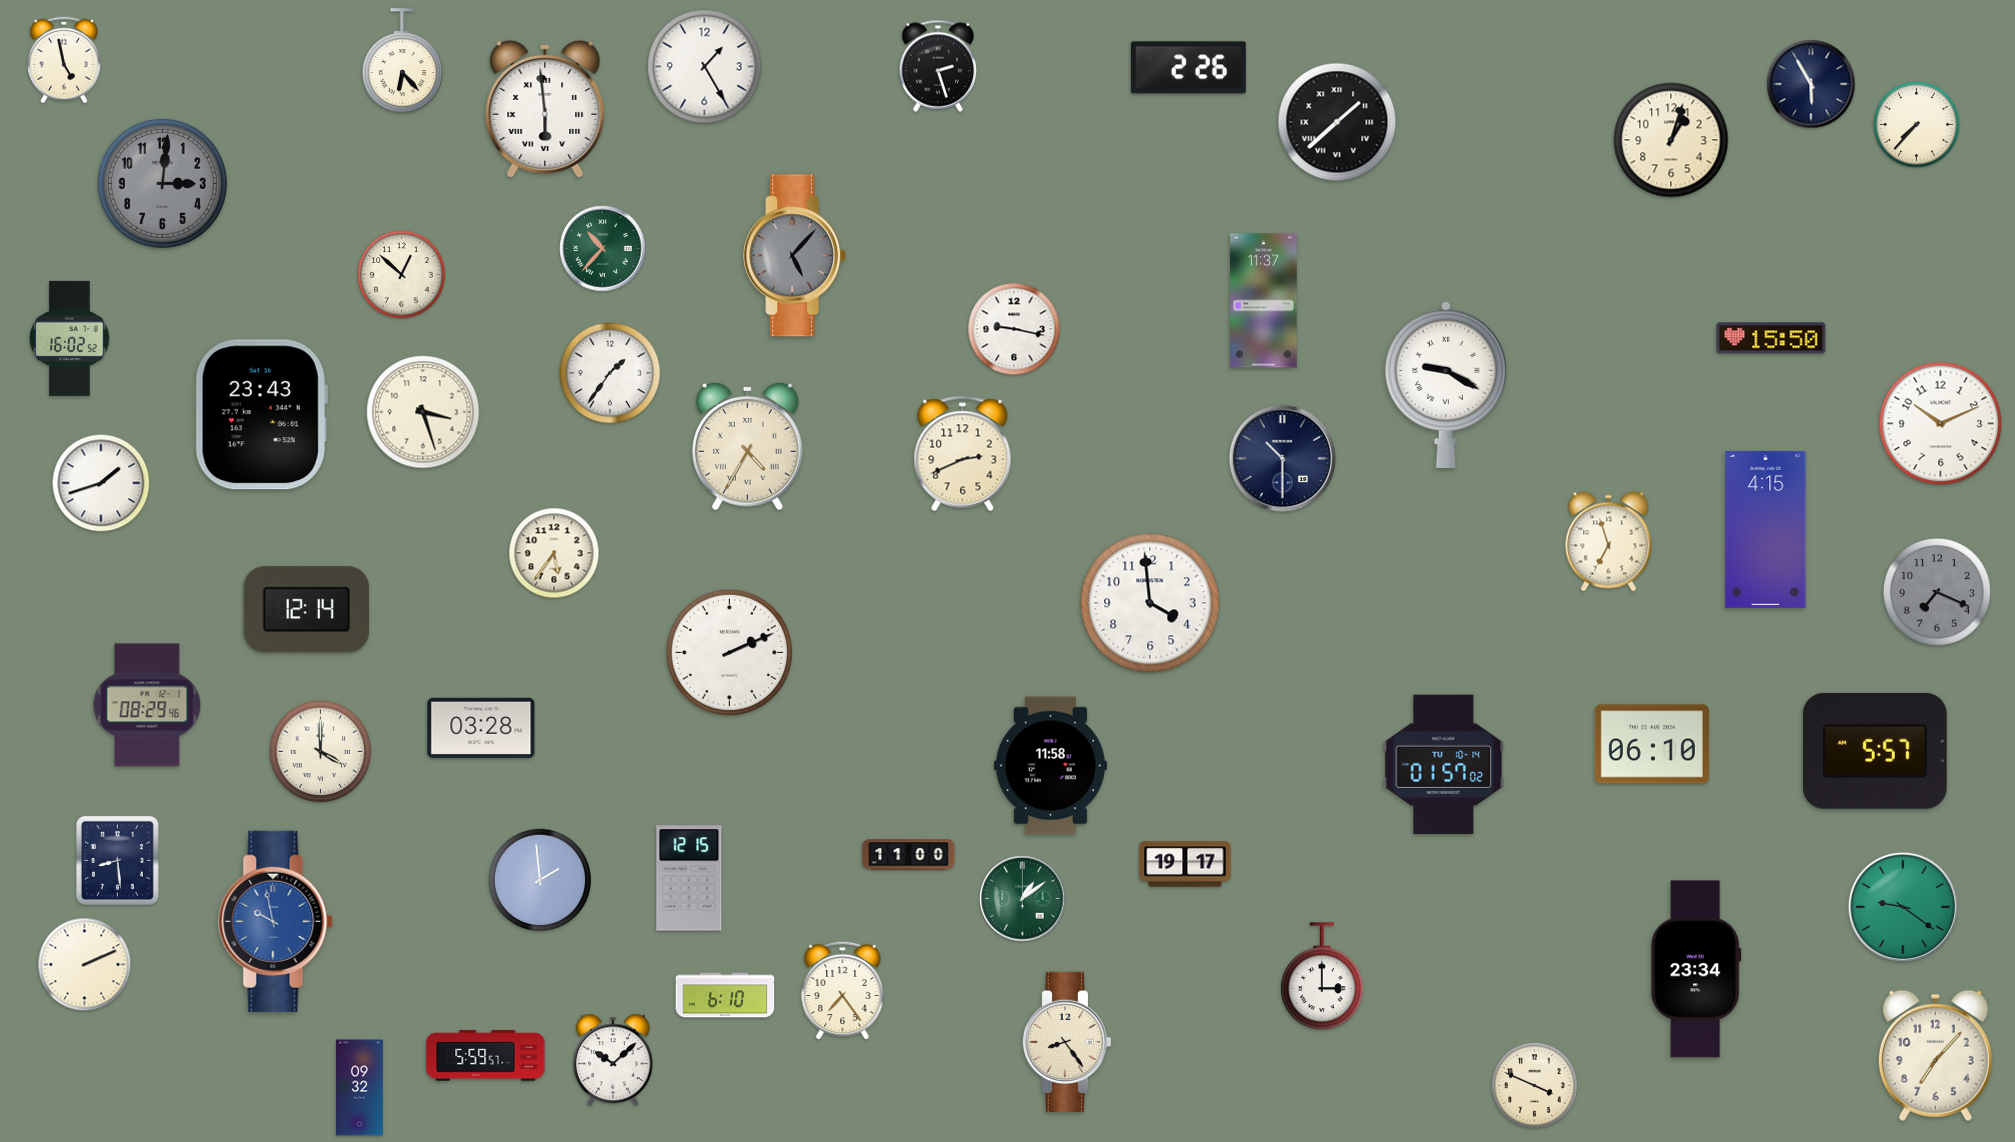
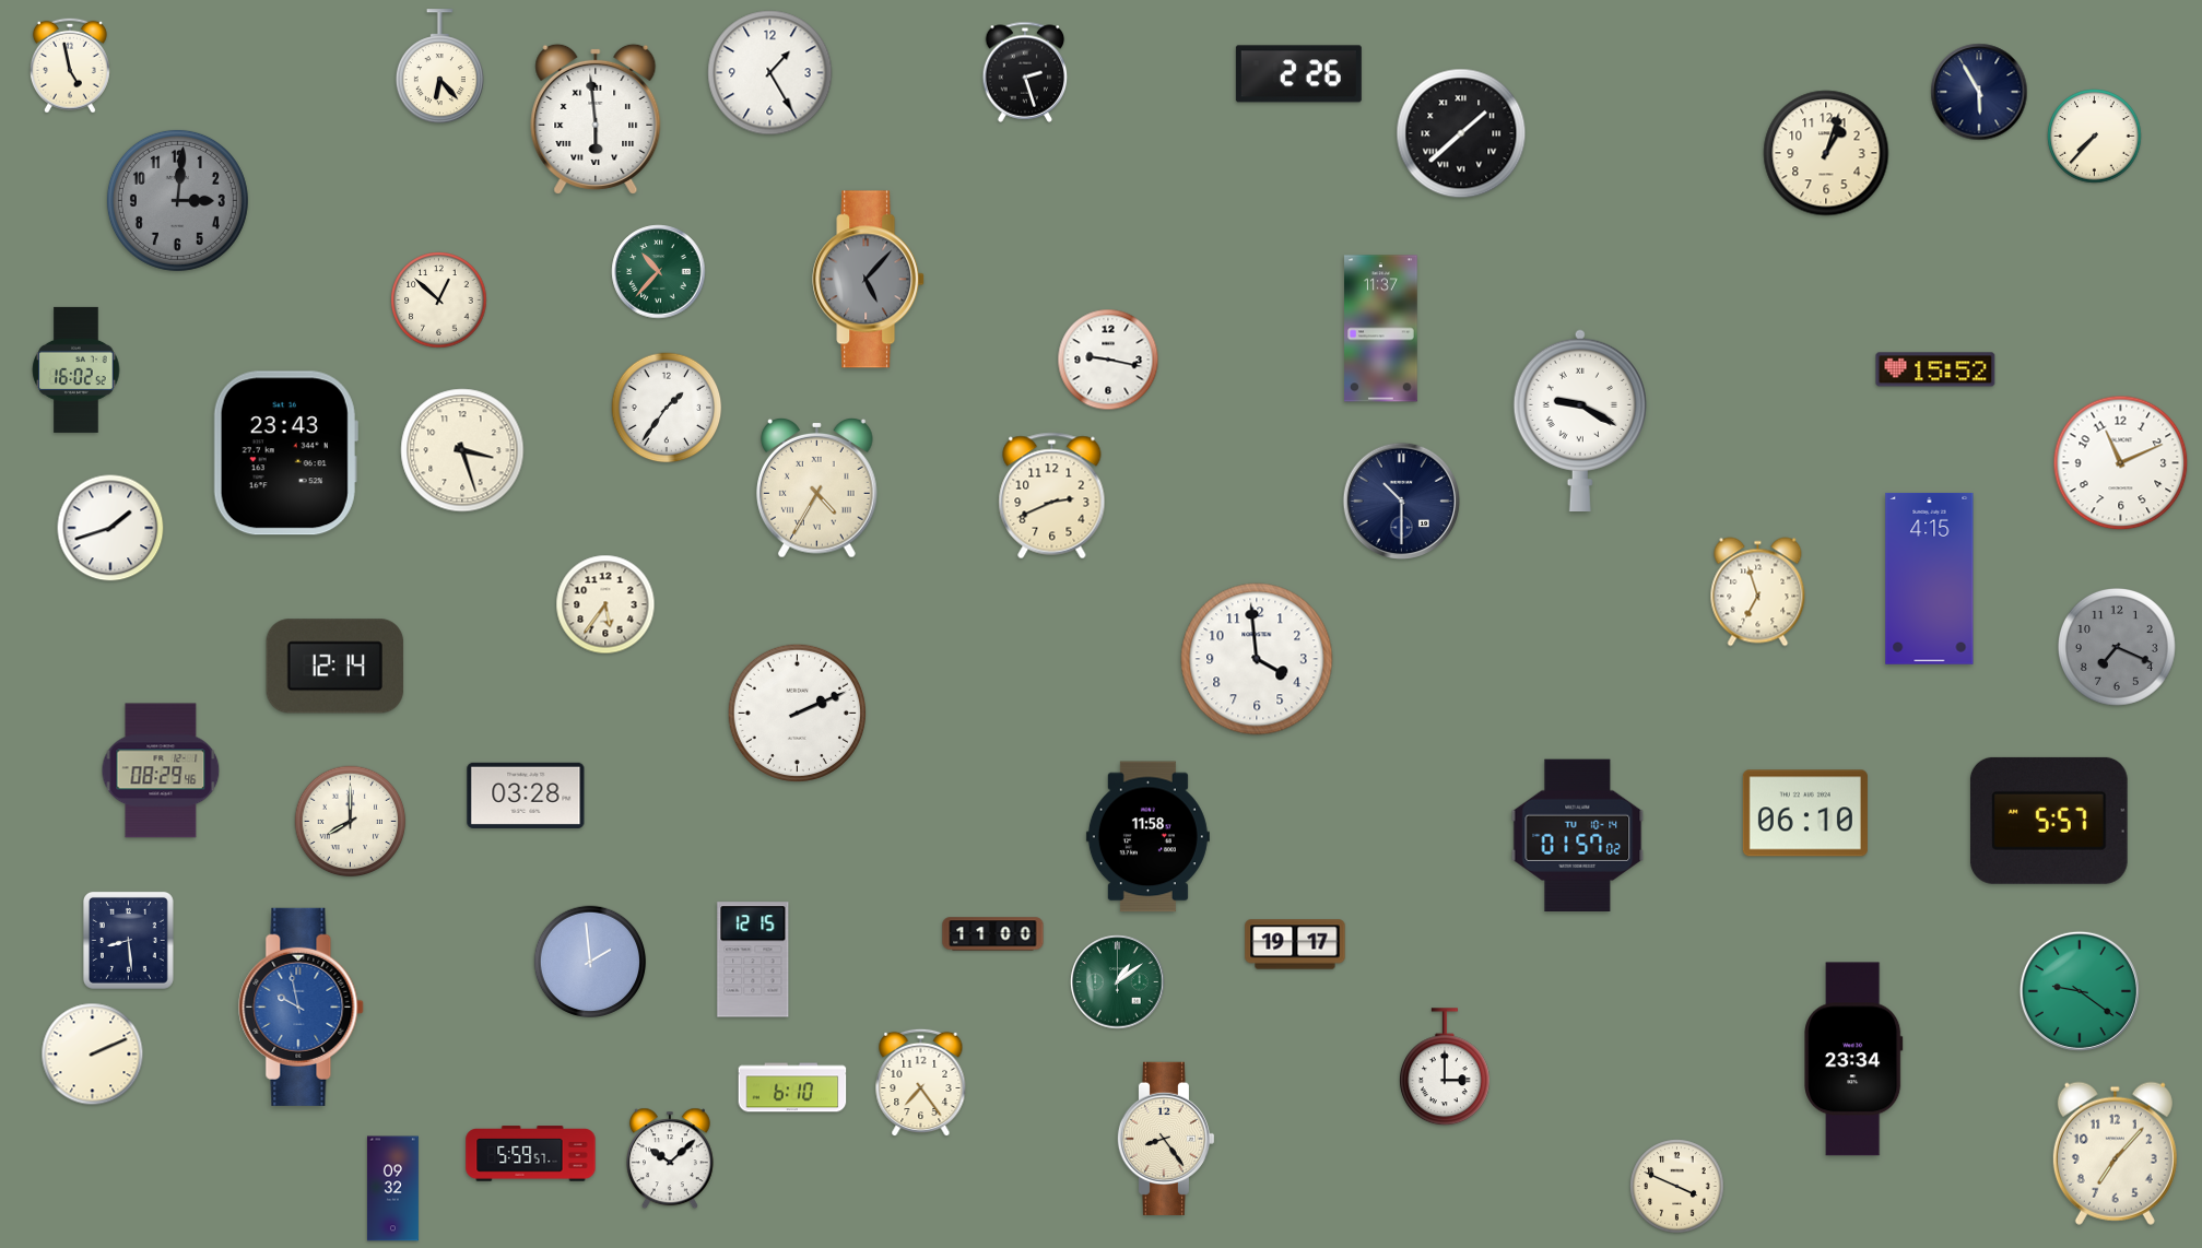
clock at (1771, 338): 15:50 -> 15:52
clock at (1941, 424): 10:11 -> 11:11
clock at (321, 752): 4:00 -> 8:00
